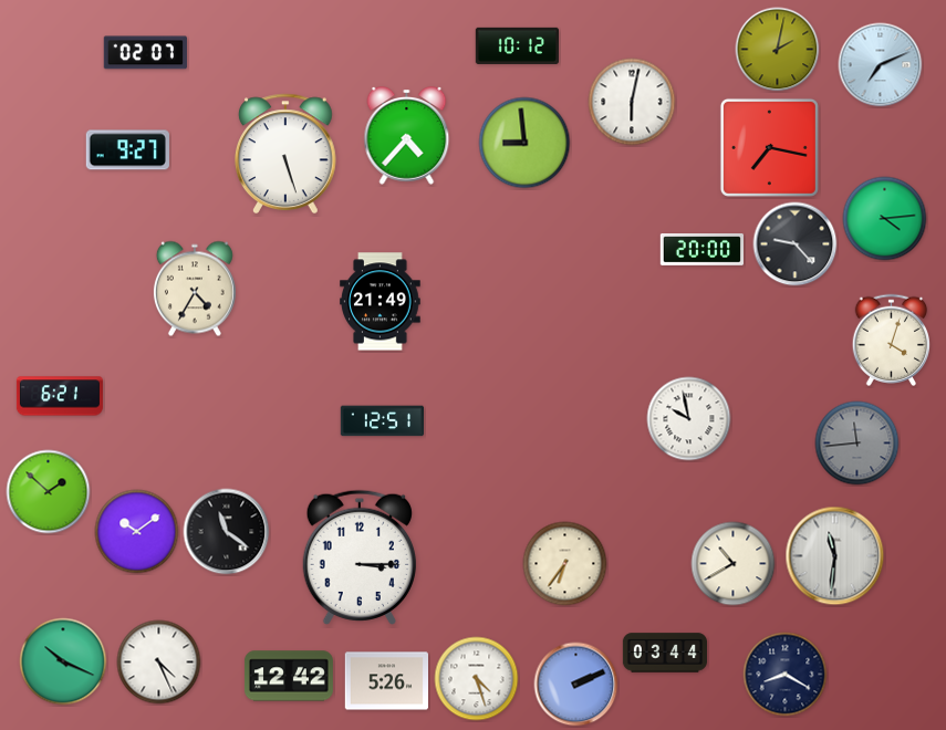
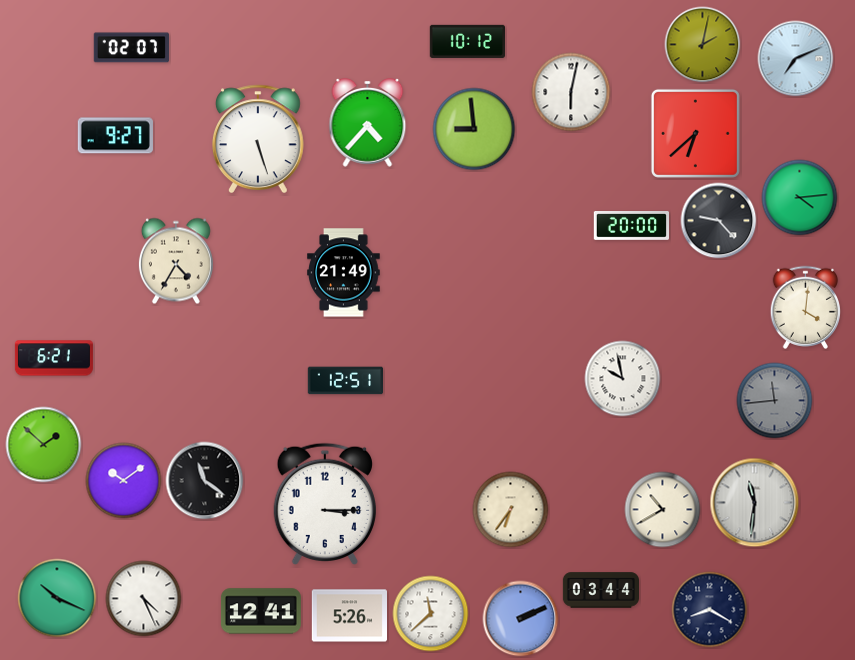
clock at (769, 147): 7:17 -> 6:38
clock at (703, 250) position: (703, 250) -> (632, 226)
clock at (891, 340): 4:03 -> 4:01
clock at (289, 676): 12:42 -> 12:41
clock at (477, 679): 4:27 -> 11:38
